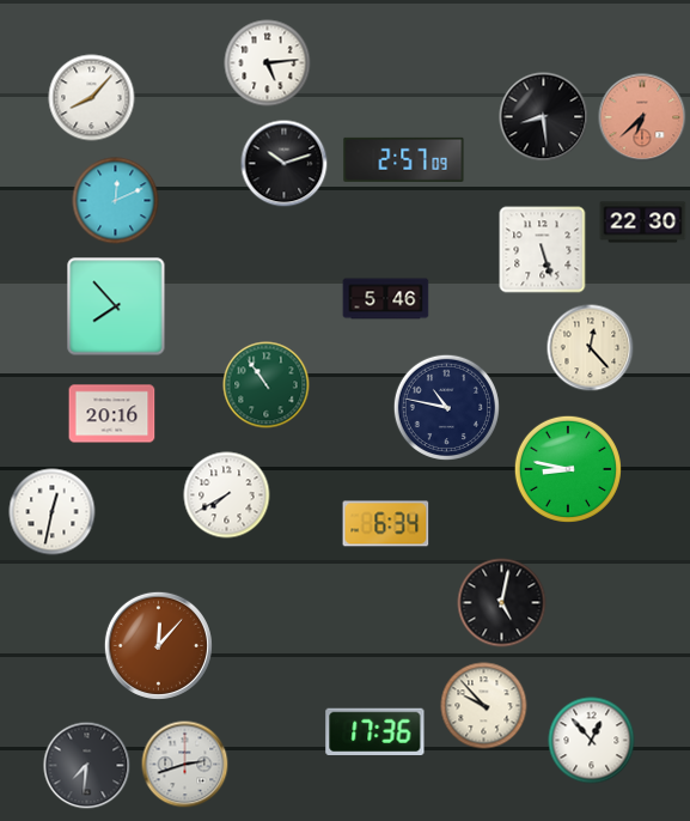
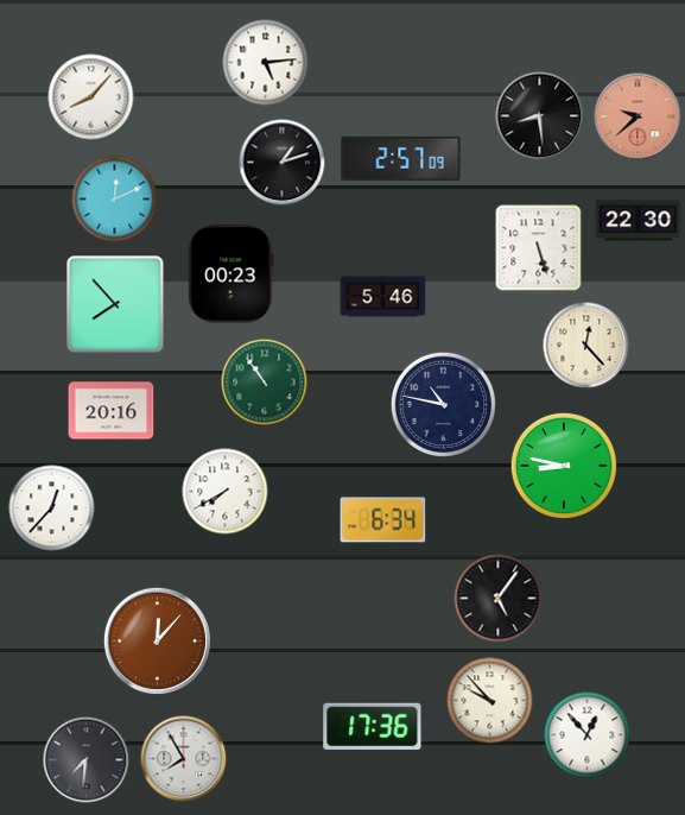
clock at (642, 117): 6:38 -> 9:38
clock at (285, 164): 10:12 -> 1:12
clock at (231, 274): none -> 00:23
clock at (53, 512): 12:32 -> 12:37
clock at (502, 603): 5:02 -> 5:06
clock at (484, 706) position: (484, 706) -> (490, 701)
clock at (185, 765): 2:42 -> 7:55
